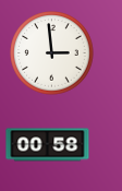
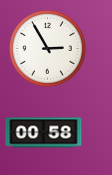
clock at (52, 53): 2:59 -> 2:55
